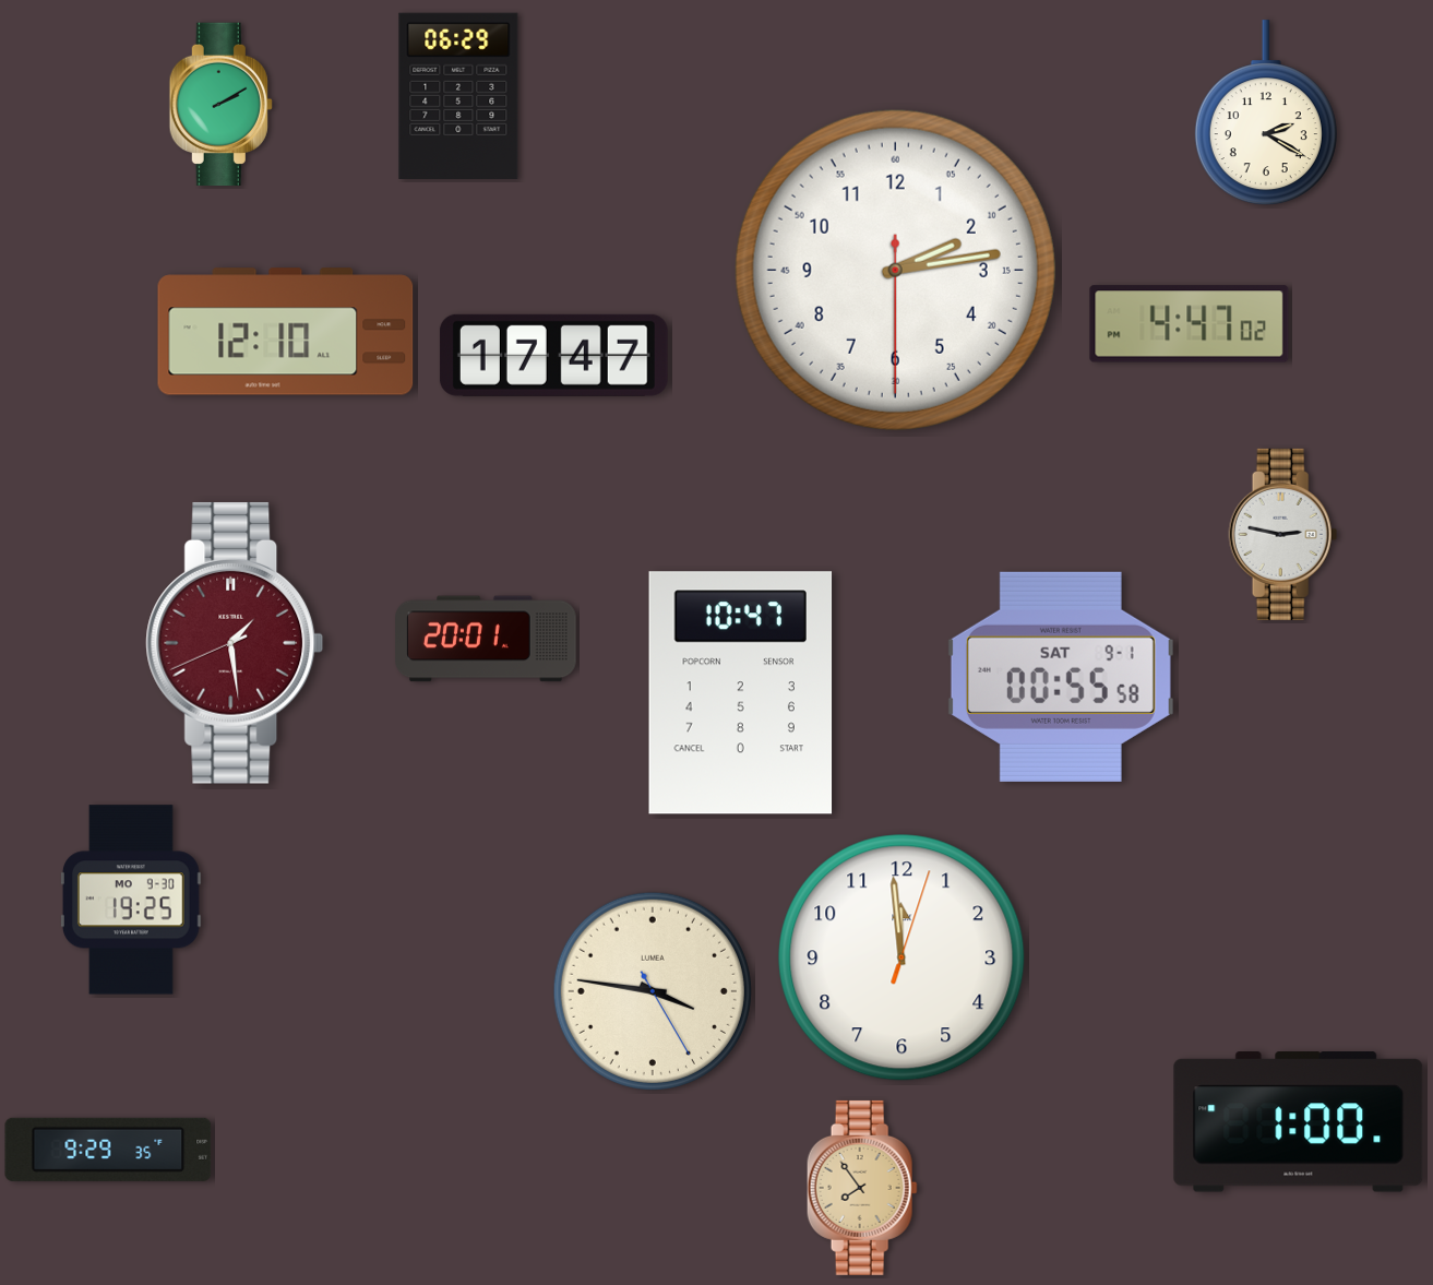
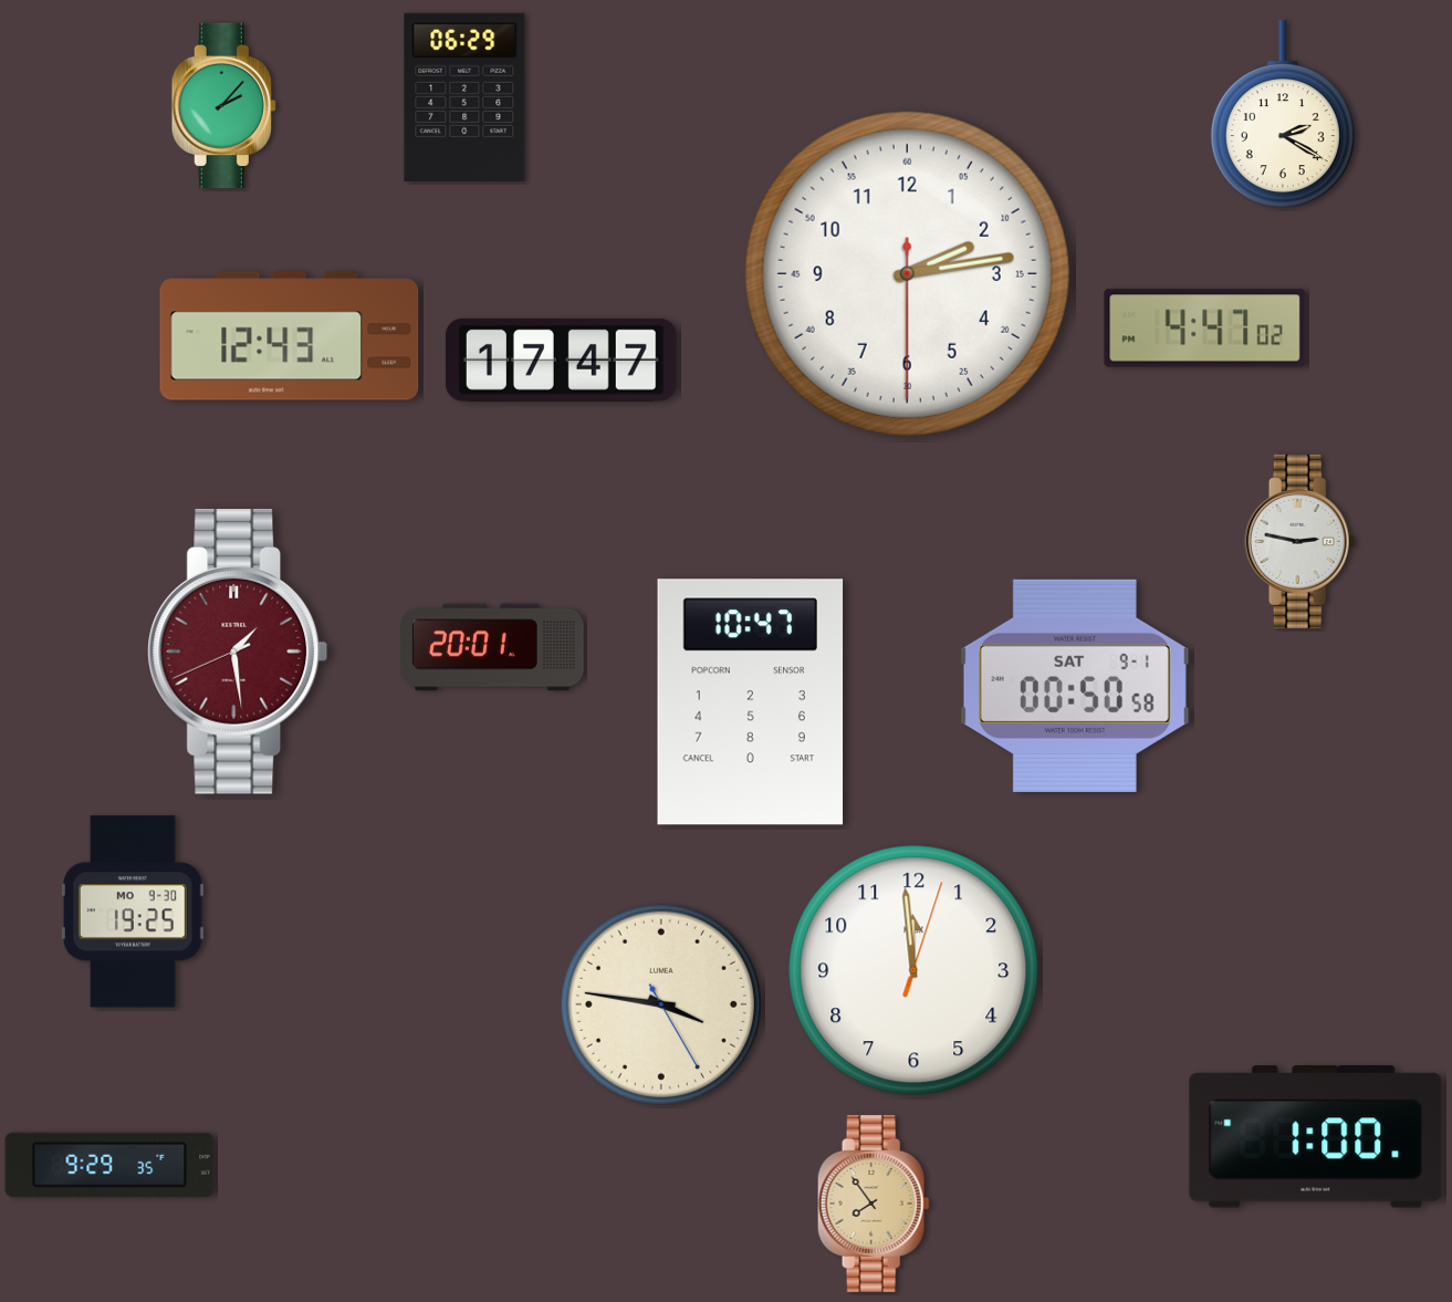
clock at (220, 105): 2:10 -> 2:07
clock at (286, 332): 12:10 -> 12:43
clock at (1061, 677): 00:55 -> 00:50
